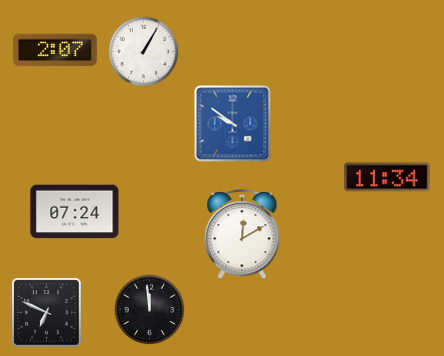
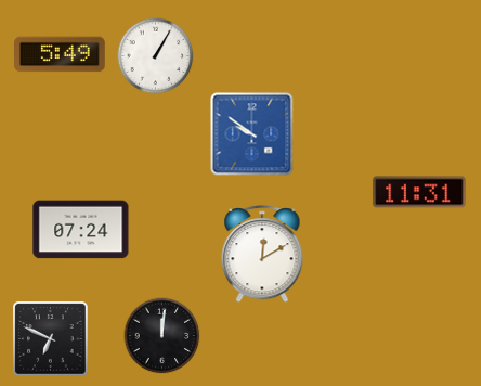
clock at (56, 50): 2:07 -> 5:49
clock at (387, 177): 11:34 -> 11:31
clock at (150, 310): 11:59 -> 12:01
